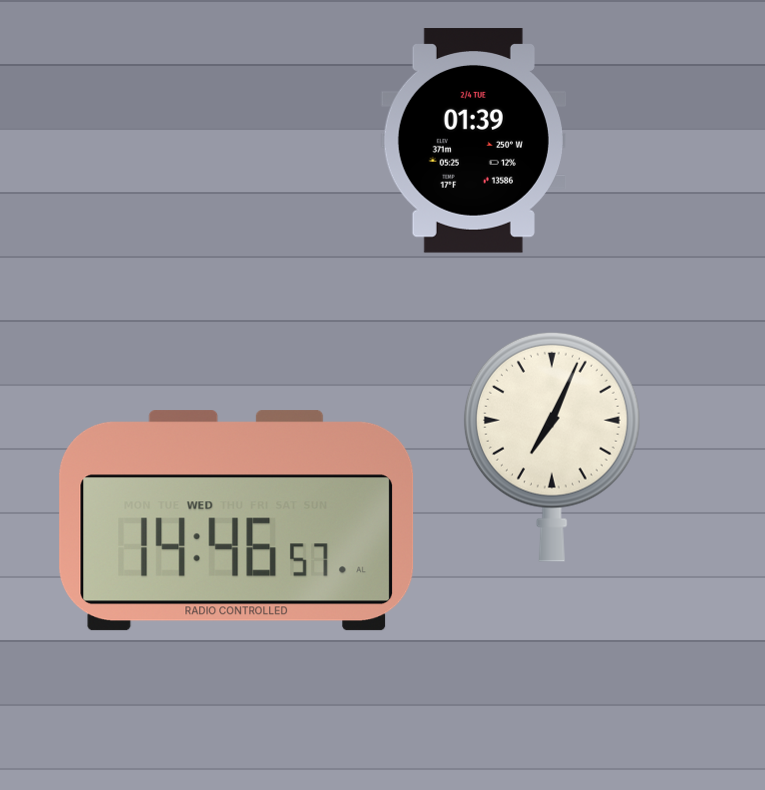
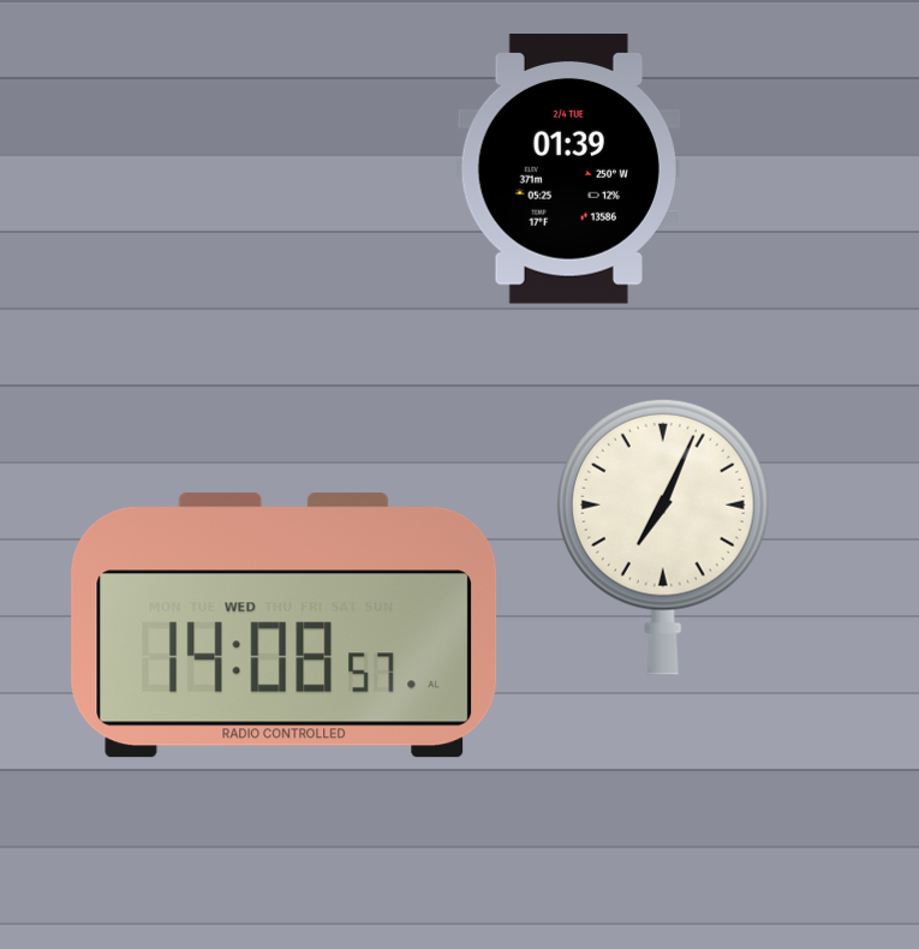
clock at (237, 521): 14:46 -> 14:08
